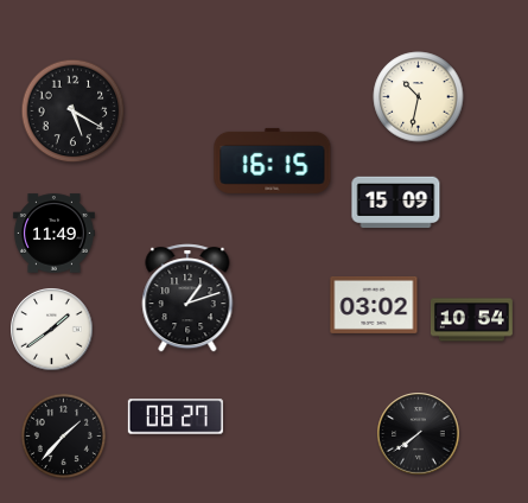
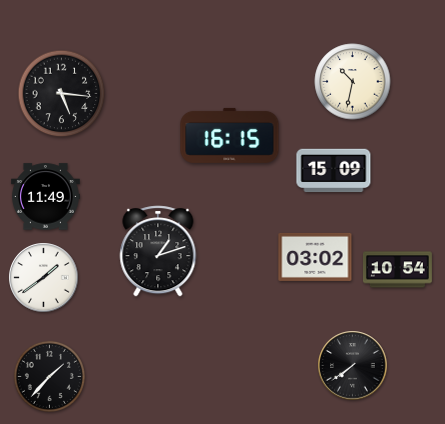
clock at (74, 112): 5:20 -> 5:16
clock at (176, 416): 08:27 -> none
clock at (63, 435) position: (63, 435) -> (49, 376)
